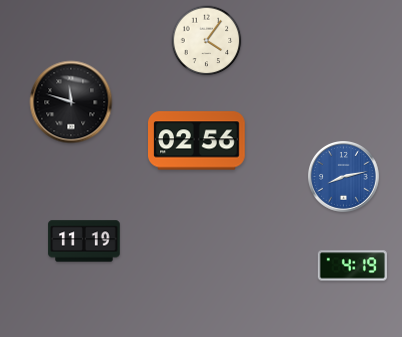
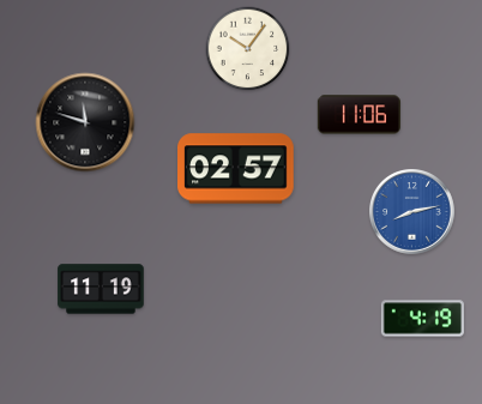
clock at (207, 41): 4:06 -> 10:06
clock at (359, 115): none -> 11:06
clock at (197, 141): 02:56 -> 02:57
